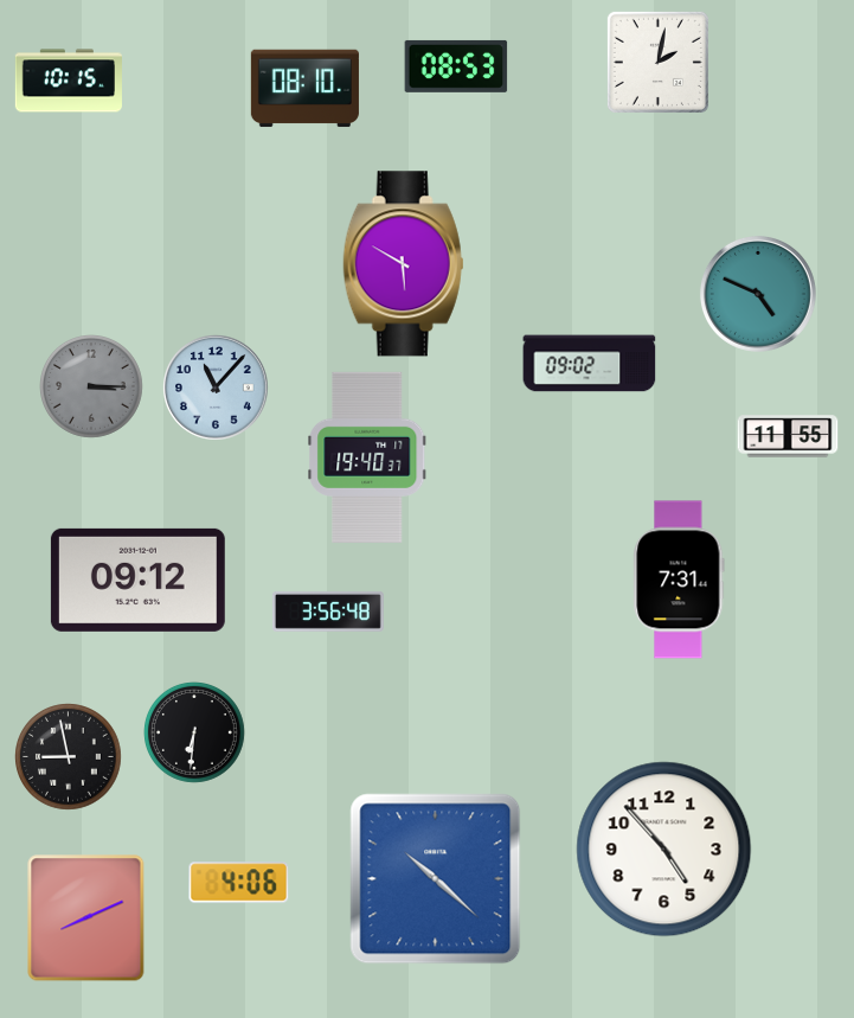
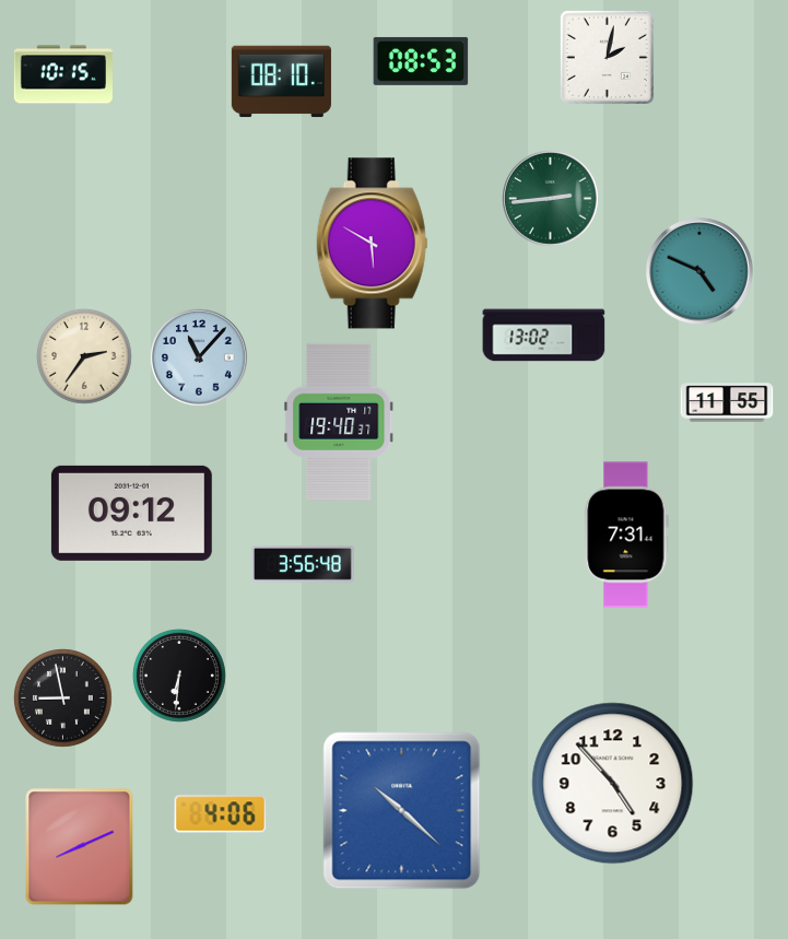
clock at (551, 199): none -> 2:44
clock at (590, 364): 09:02 -> 13:02
clock at (92, 388): 3:15 -> 2:36
clock at (92, 388) dial: grey -> cream
clock at (137, 580) position: (137, 580) -> (131, 513)
